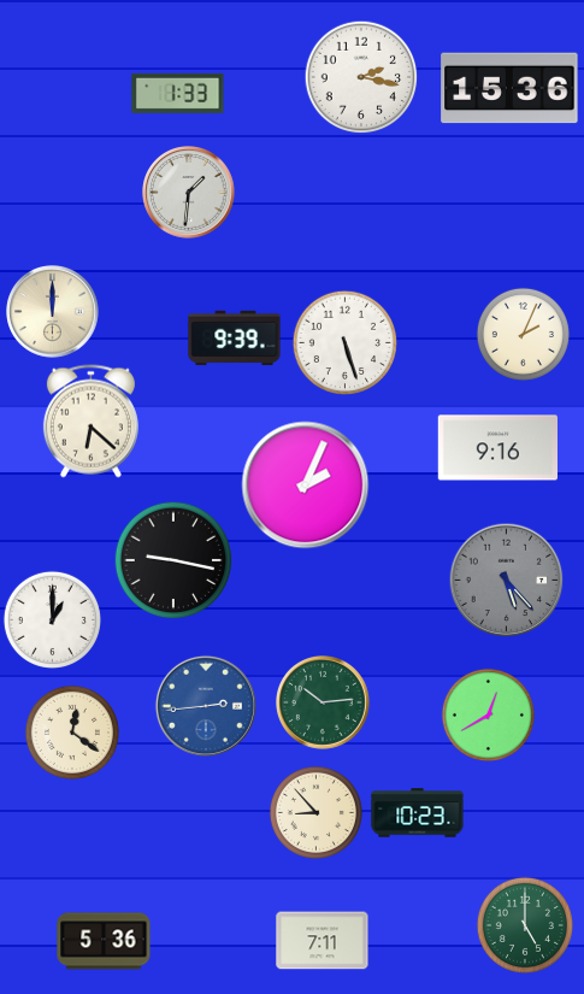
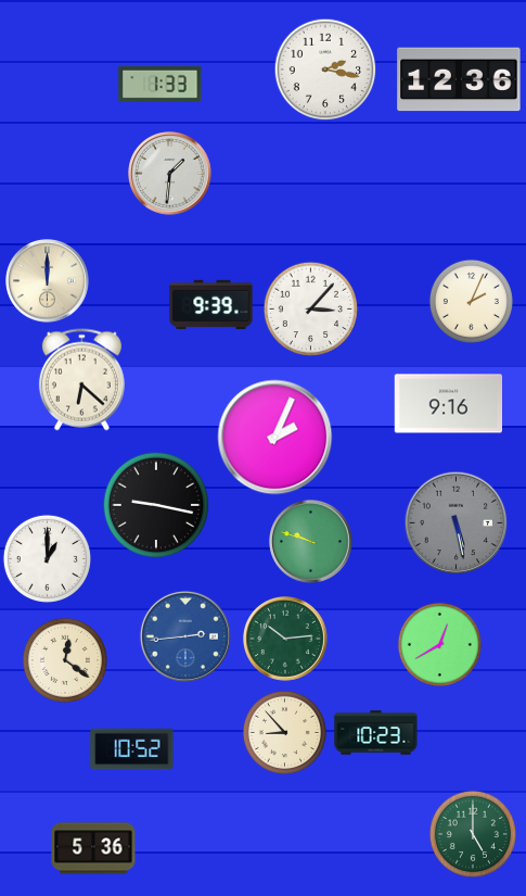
clock at (509, 88): 15:36 -> 12:36
clock at (344, 342): 5:27 -> 3:07
clock at (506, 580): 5:23 -> 5:28
clock at (311, 542): none -> 9:48
clock at (324, 704) position: (324, 704) -> (286, 640)
clock at (132, 749): none -> 10:52
clock at (323, 941): 7:11 -> none
